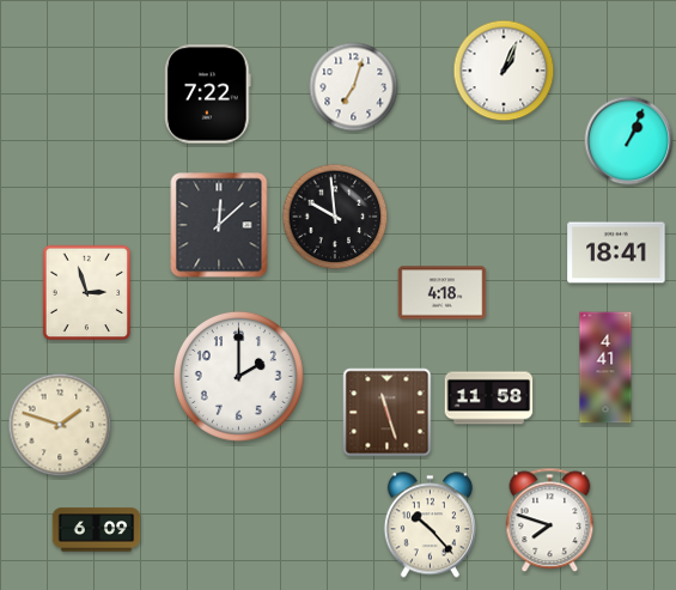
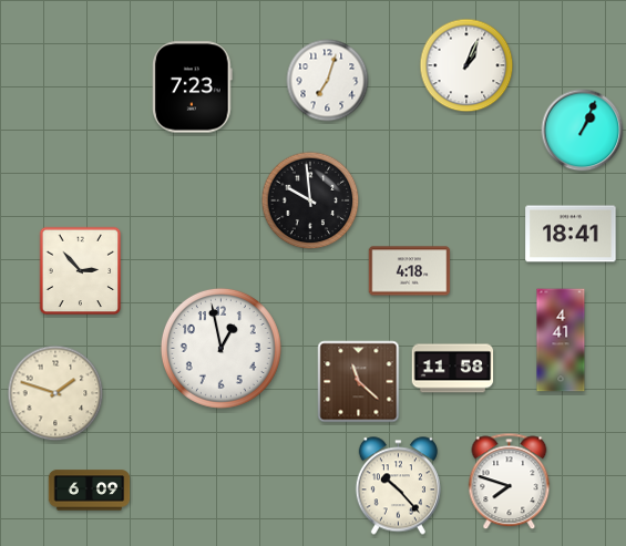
clock at (208, 95): 7:22 -> 7:23
clock at (219, 225): 12:08 -> none
clock at (87, 293): 2:57 -> 2:53
clock at (238, 376): 2:00 -> 12:58
clock at (388, 413): 11:27 -> 11:22
